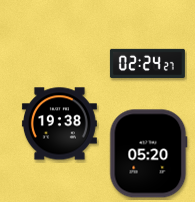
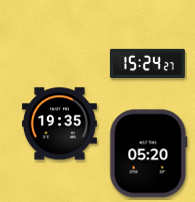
clock at (147, 63): 02:24 -> 15:24
clock at (59, 124): 19:38 -> 19:35
